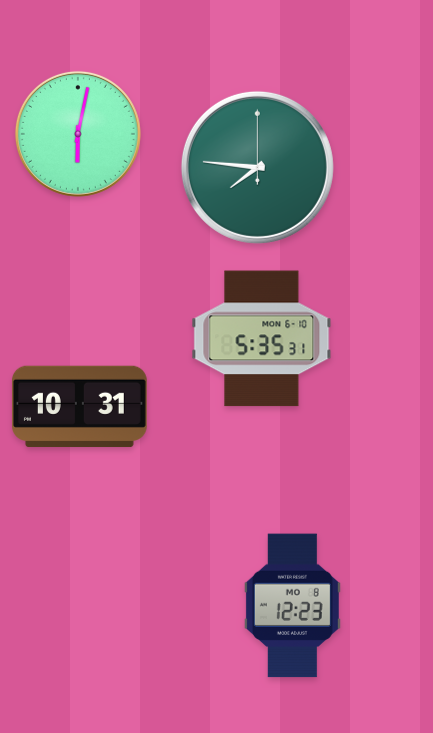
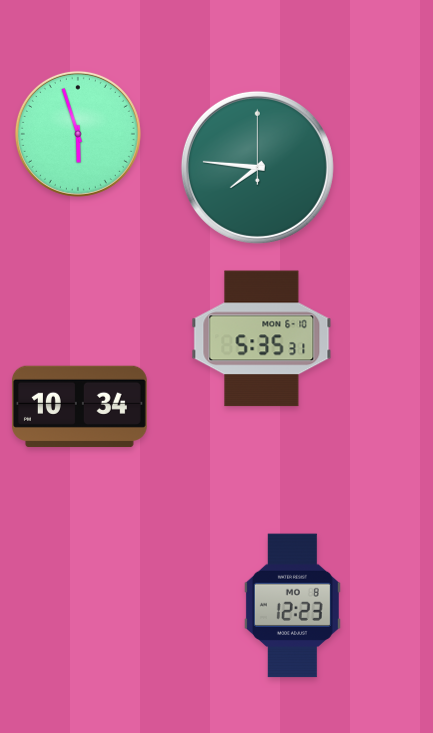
clock at (78, 134): 6:02 -> 5:57
clock at (79, 407): 10:31 -> 10:34
